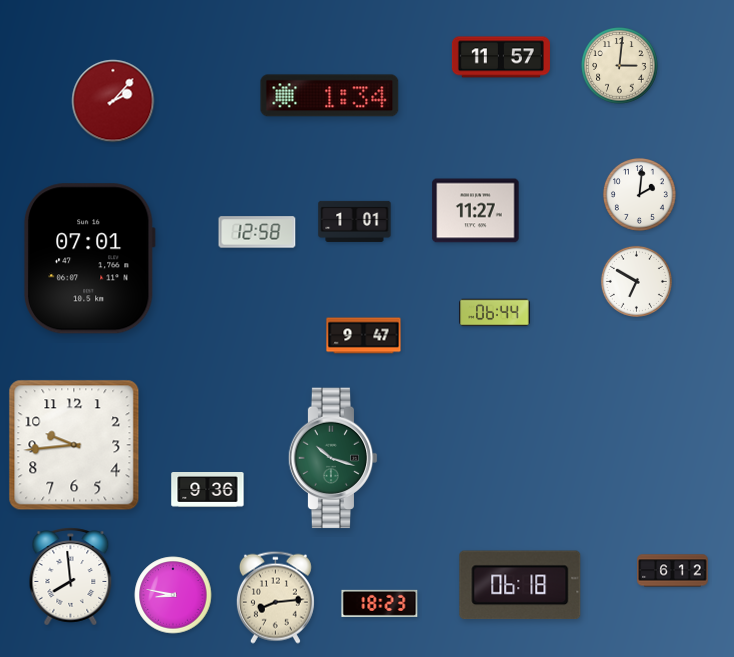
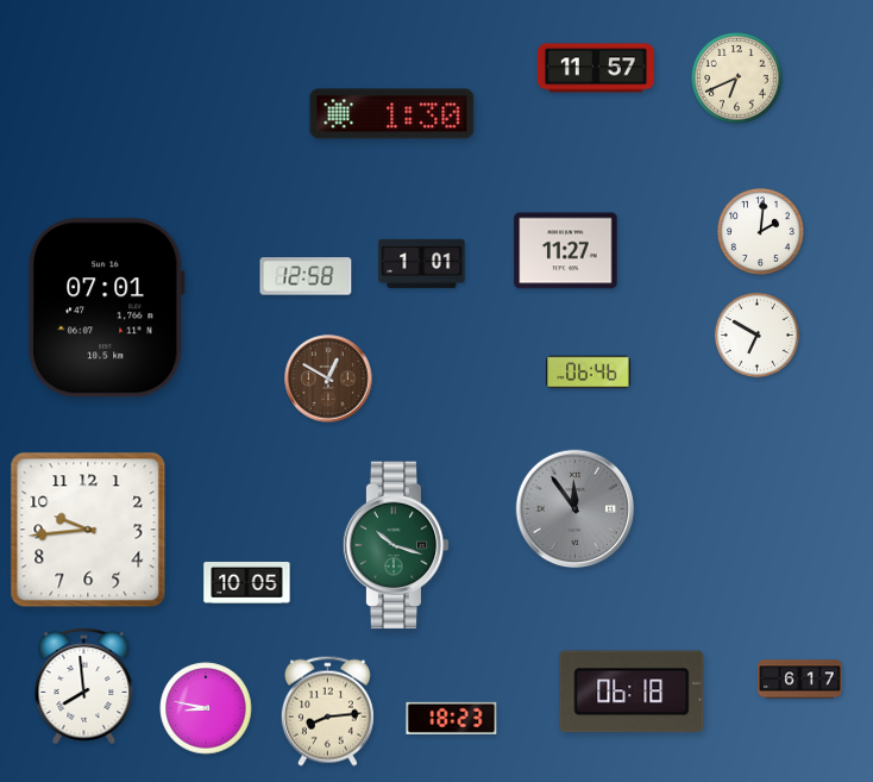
clock at (620, 66): 3:01 -> 6:41
clock at (330, 96): 1:34 -> 1:30
clock at (113, 101): 2:07 -> none
clock at (495, 313): 06:44 -> 06:46
clock at (328, 379): none -> 12:50
clock at (364, 336): 9:47 -> none
clock at (576, 509): none -> 11:54
clock at (208, 490): 9:36 -> 10:05
clock at (673, 571): 6:12 -> 6:17
clock at (520, 585) position: (520, 585) -> (632, 692)
